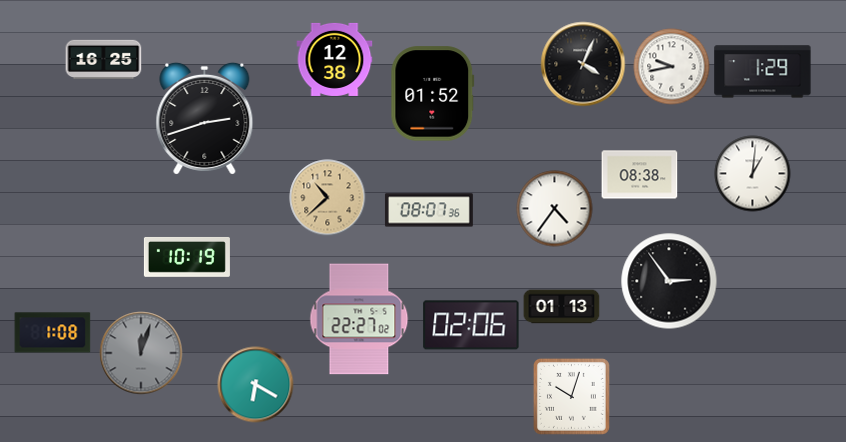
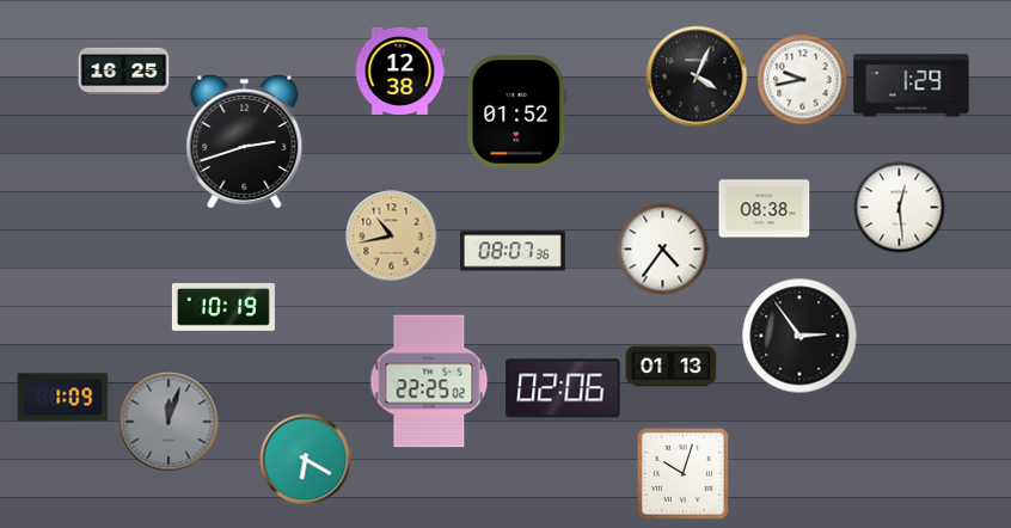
clock at (753, 174): 1:01 -> 12:29
clock at (328, 198): 10:38 -> 10:43
clock at (359, 319): 22:27 -> 22:25
clock at (53, 333): 1:08 -> 1:09
